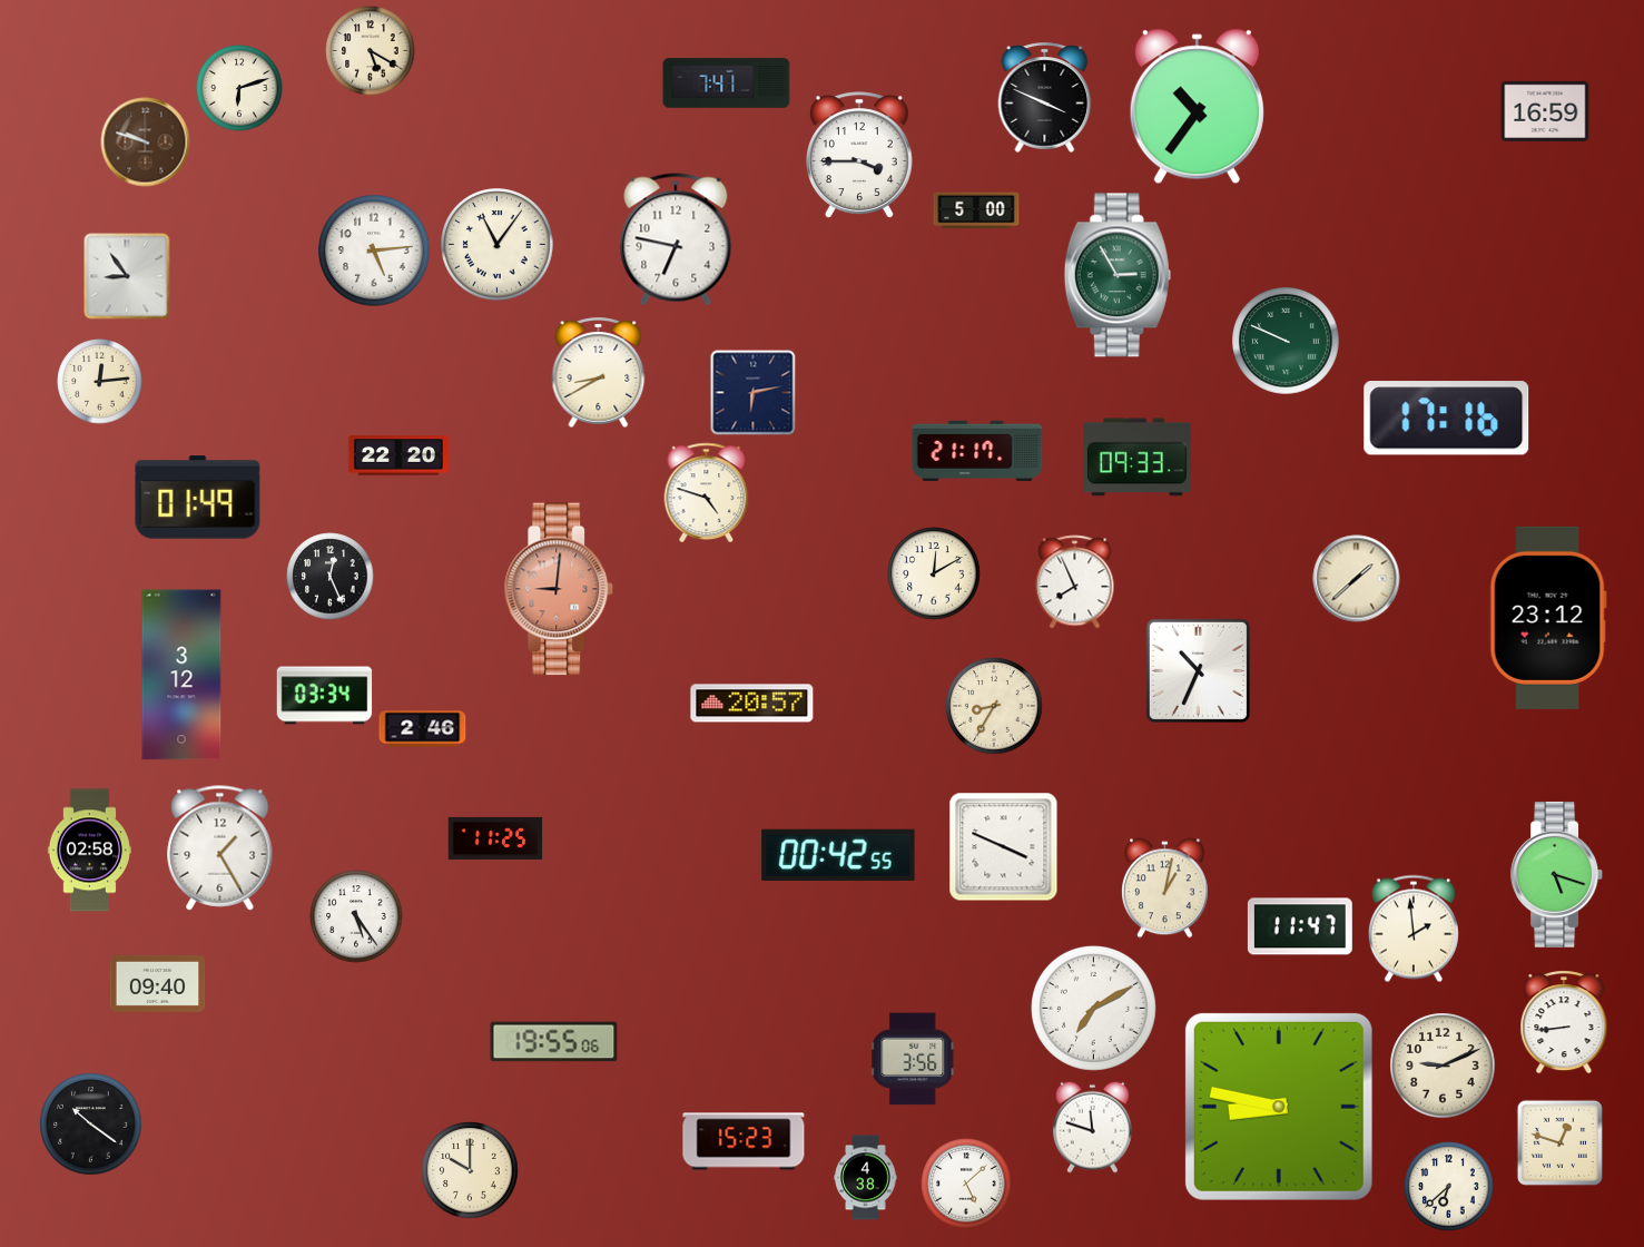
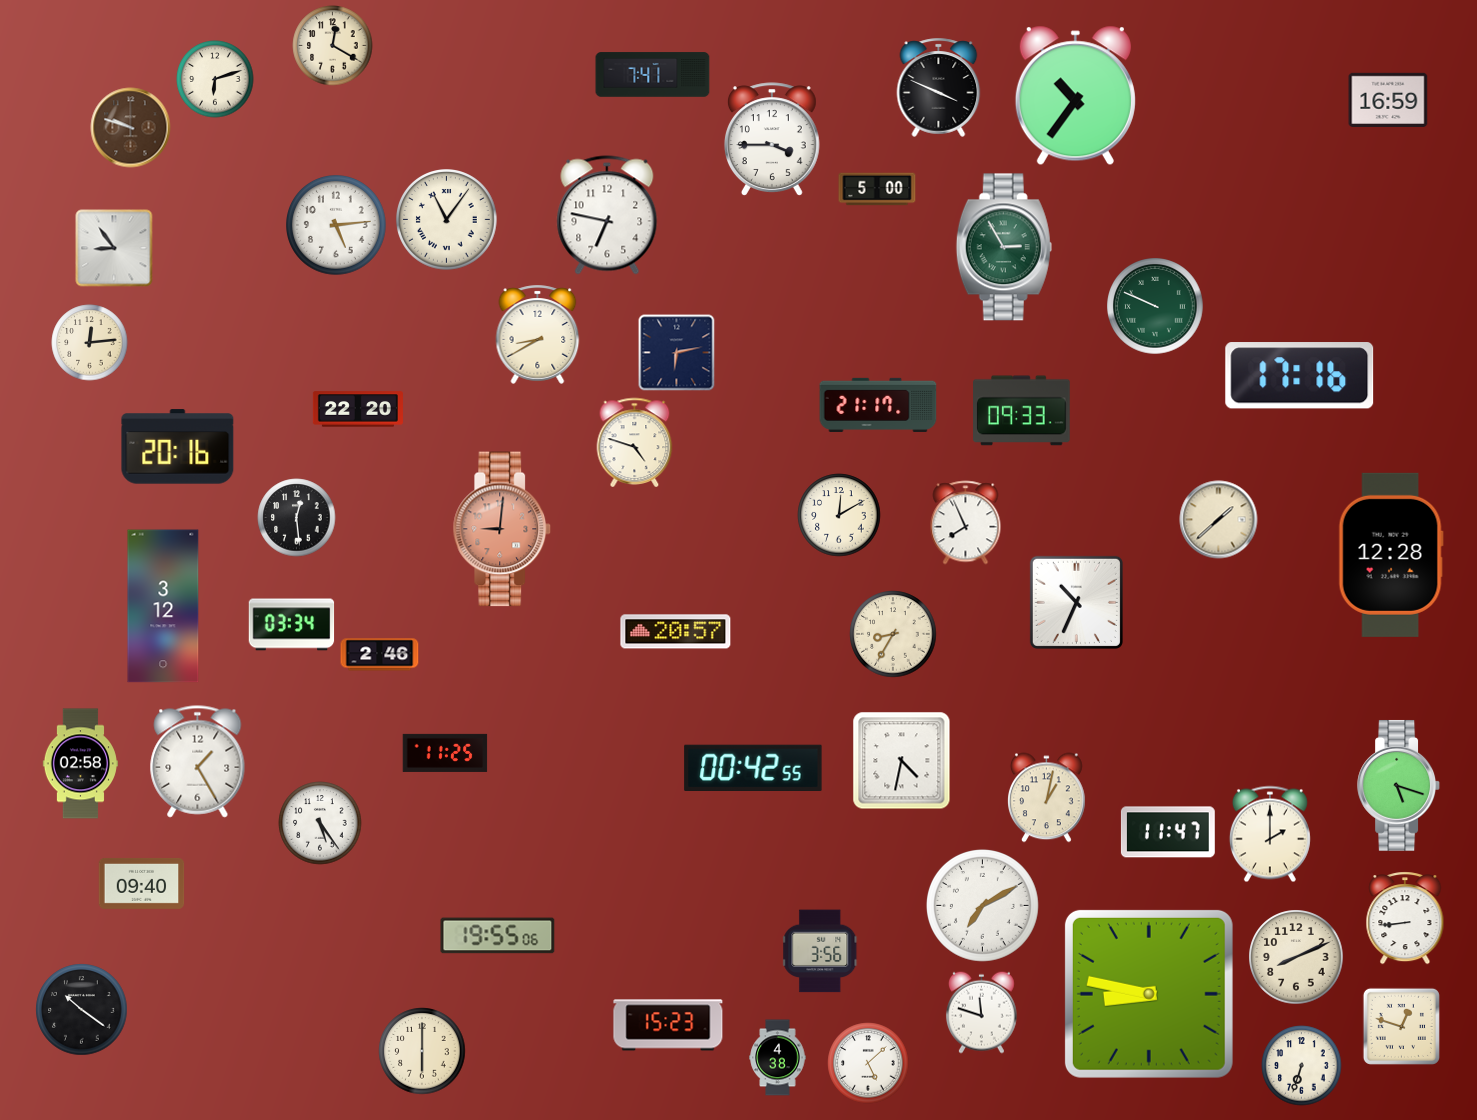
clock at (371, 51): 5:20 -> 12:20
clock at (198, 498): 01:49 -> 20:16
clock at (331, 577): 12:26 -> 12:29
clock at (1548, 618): 23:12 -> 12:28
clock at (1004, 847): 3:49 -> 4:32
clock at (1414, 929): 1:59 -> 2:00
clock at (1443, 1066): 9:11 -> 8:11
clock at (470, 1170): 10:00 -> 6:00
clock at (1449, 1187): 6:38 -> 6:33
